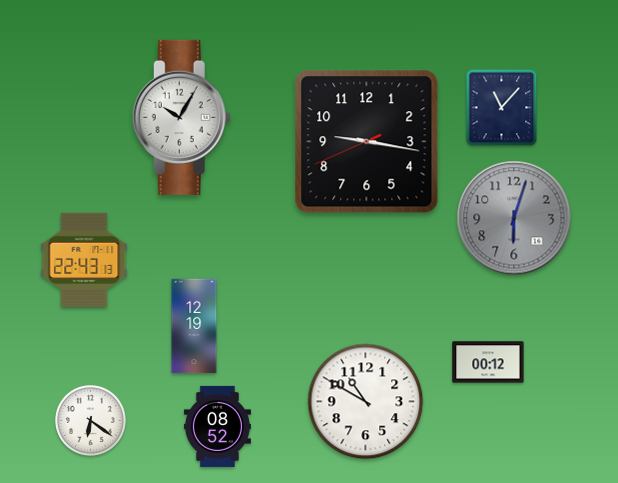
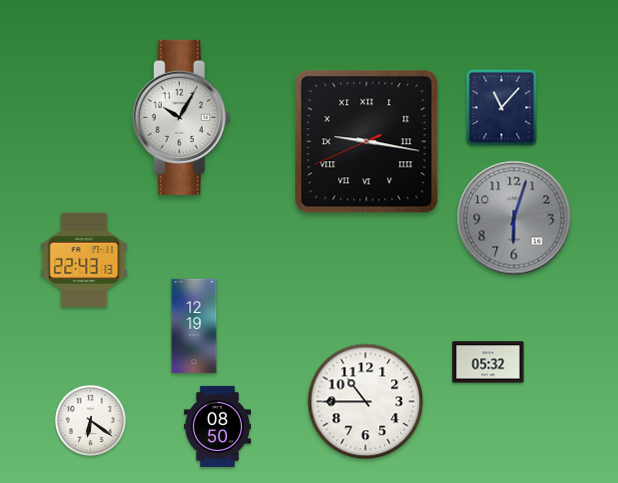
clock at (367, 142) numerals: Arabic -> Roman
clock at (488, 362): 00:12 -> 05:32
clock at (366, 402): 10:50 -> 10:45
clock at (217, 426): 08:52 -> 08:50
